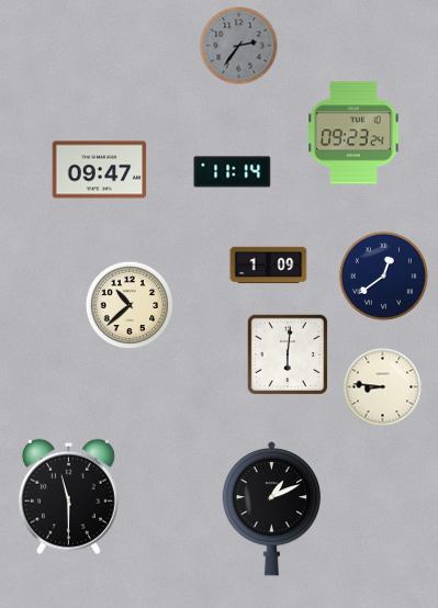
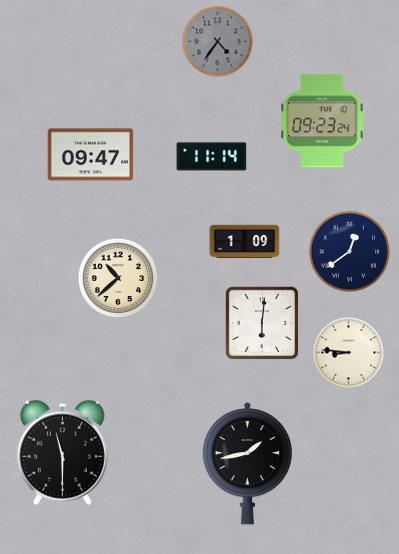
clock at (239, 46): 2:36 -> 4:36
clock at (272, 508): 1:11 -> 1:43
